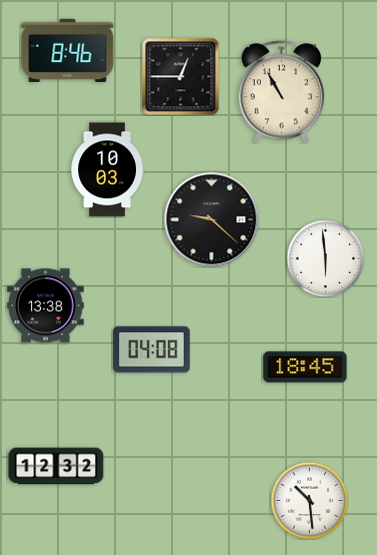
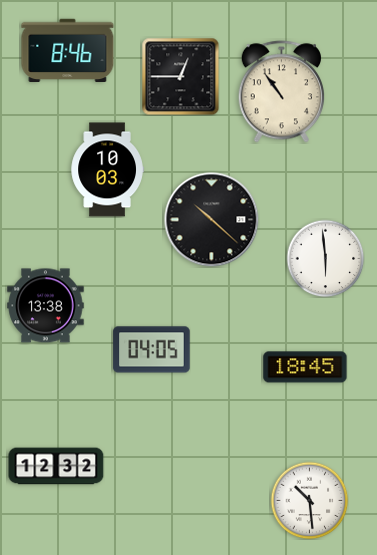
clock at (281, 92): 10:55 -> 10:54
clock at (211, 219): 9:22 -> 10:22
clock at (152, 350): 04:08 -> 04:05
